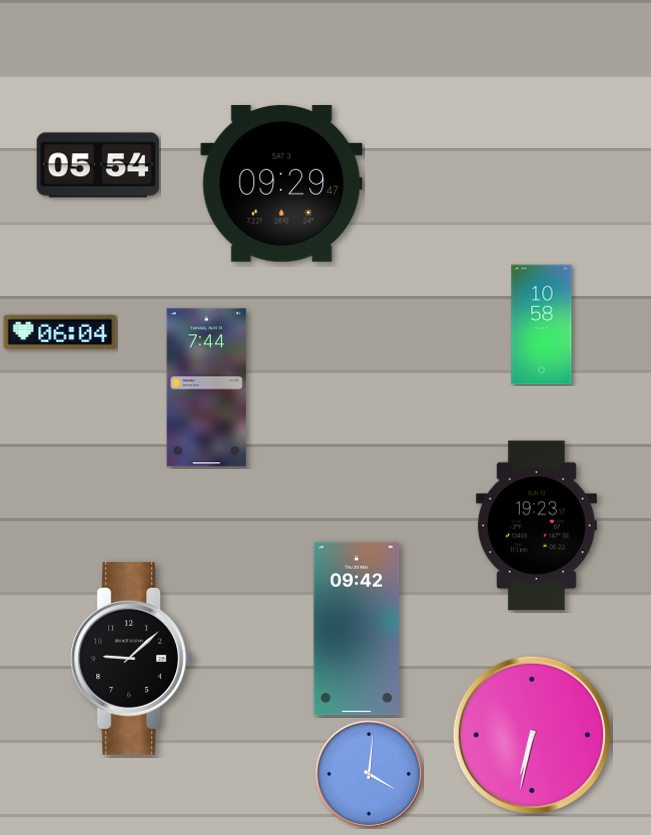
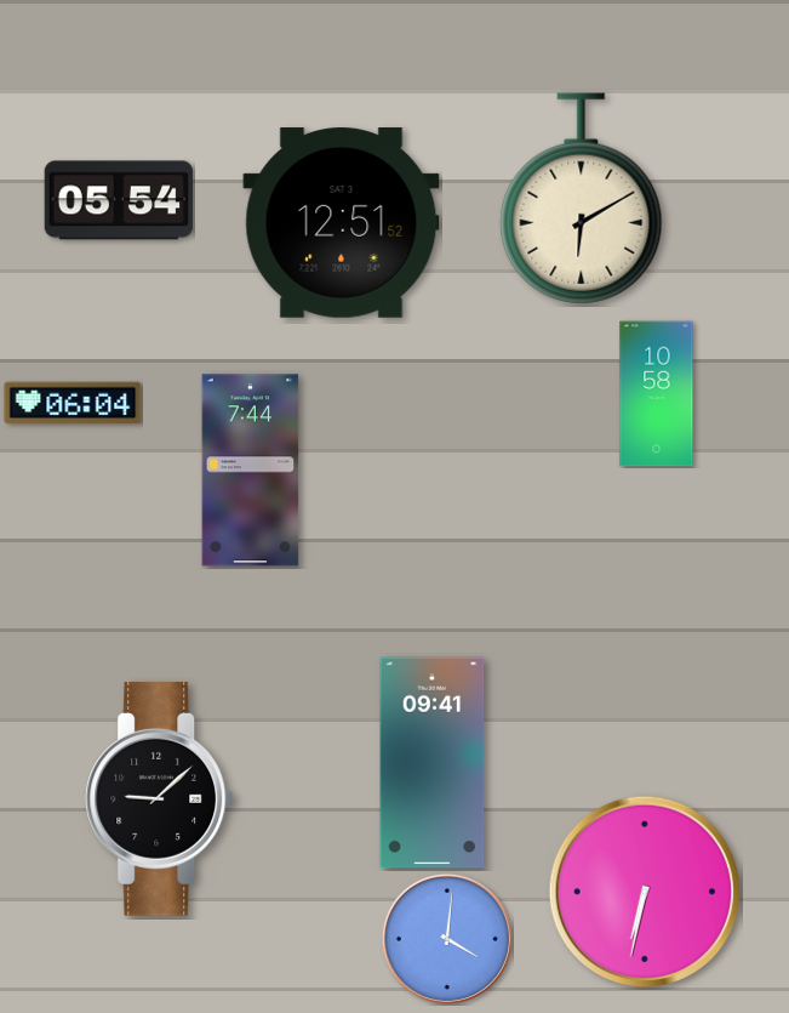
clock at (582, 199): none -> 6:10
clock at (282, 184): 09:29 -> 12:51
clock at (536, 526): 19:23 -> none
clock at (357, 629): 09:42 -> 09:41
